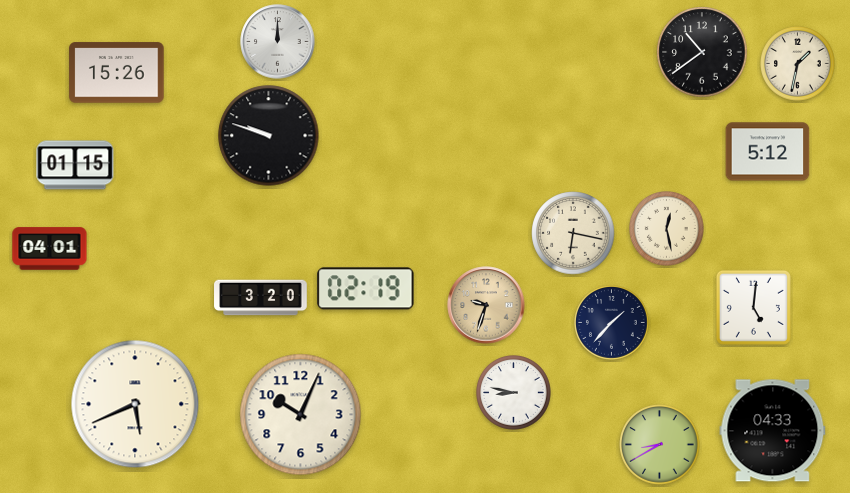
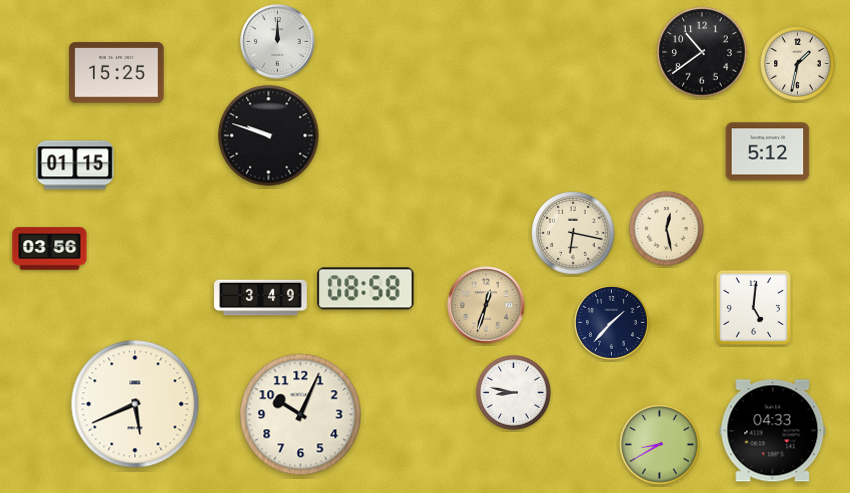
clock at (117, 73): 15:26 -> 15:25
clock at (50, 249): 04:01 -> 03:56
clock at (366, 289): 02:19 -> 08:58
clock at (261, 298): 3:20 -> 3:49
clock at (486, 305): 9:33 -> 12:33
